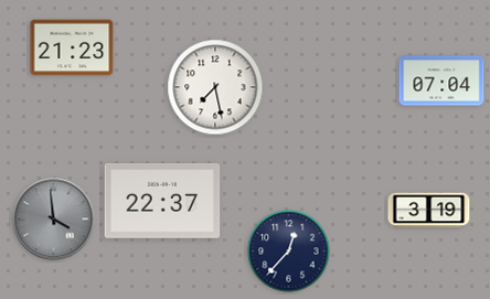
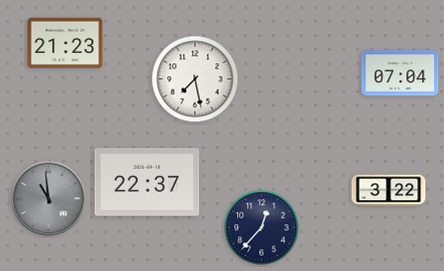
clock at (429, 211): 3:19 -> 3:22
clock at (54, 220): 3:59 -> 10:59
